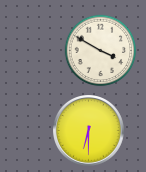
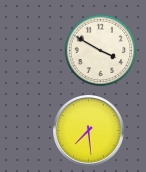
clock at (89, 131): 6:30 -> 7:29
